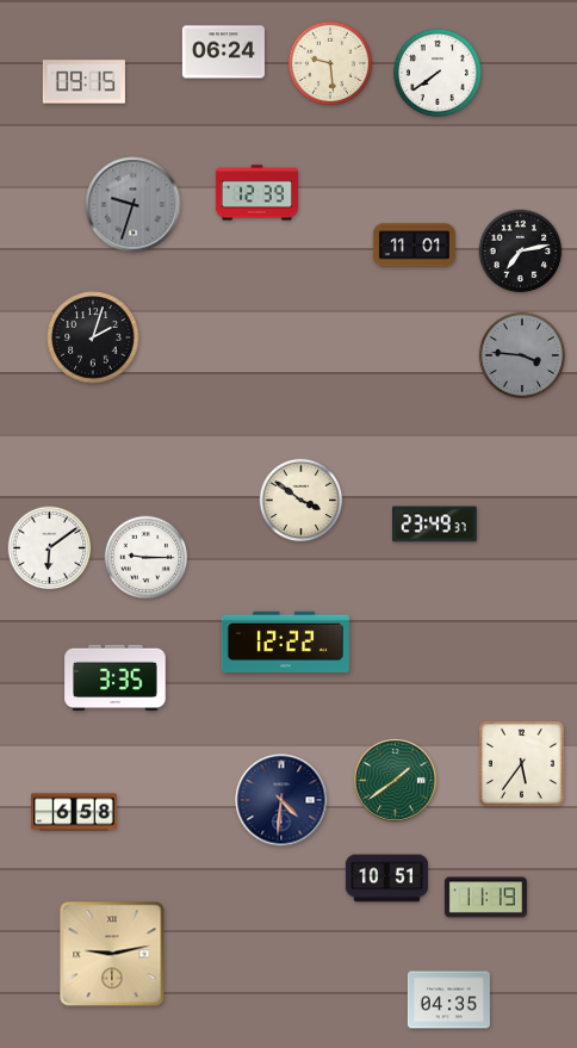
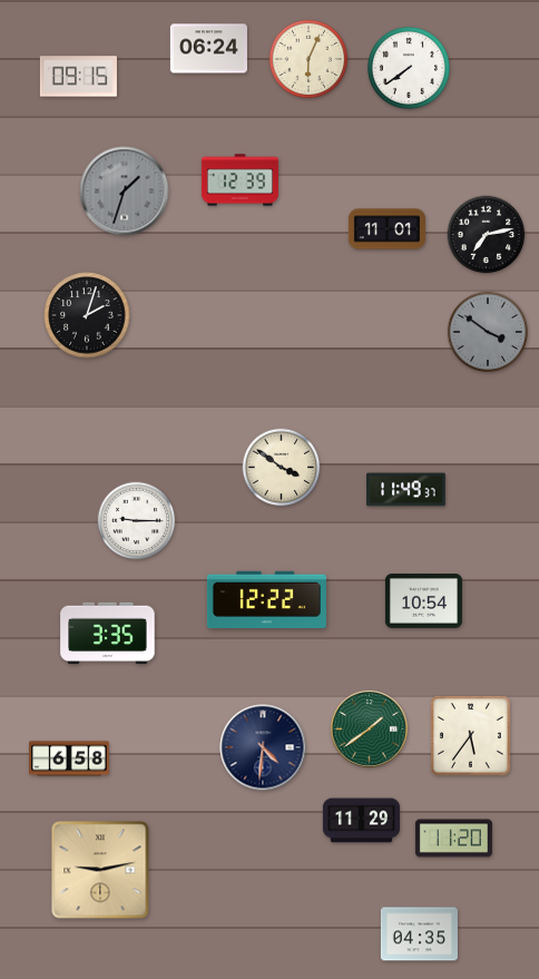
clock at (330, 63): 9:29 -> 6:04
clock at (134, 205): 9:33 -> 1:33
clock at (522, 355): 3:46 -> 3:51
clock at (435, 525): 23:49 -> 11:49
clock at (50, 548): 6:09 -> none
clock at (423, 601): none -> 10:54
clock at (521, 763) position: (521, 763) -> (470, 735)
clock at (386, 879): 10:51 -> 11:29
clock at (485, 898): 11:19 -> 11:20
clock at (112, 954) position: (112, 954) -> (100, 870)
